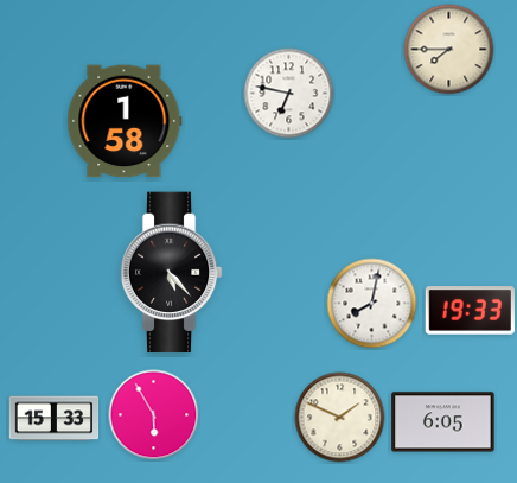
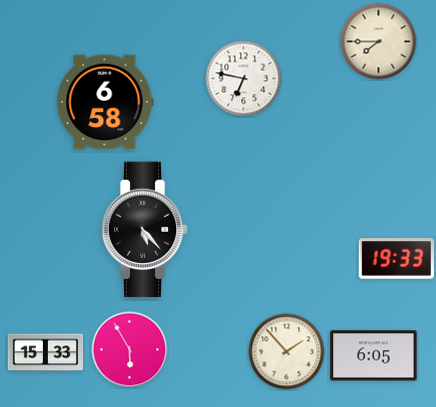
clock at (125, 121): 1:58 -> 6:58
clock at (372, 304): 8:02 -> none
clock at (470, 311) position: (470, 311) -> (396, 259)
clock at (340, 418): 1:49 -> 1:53
